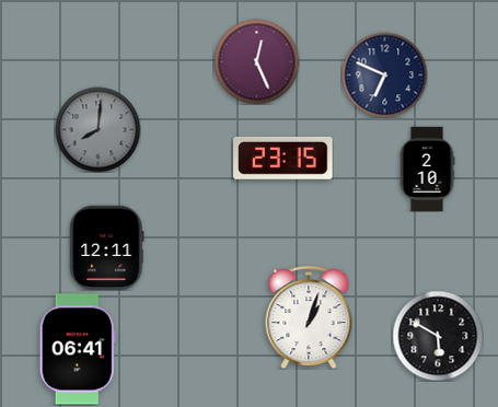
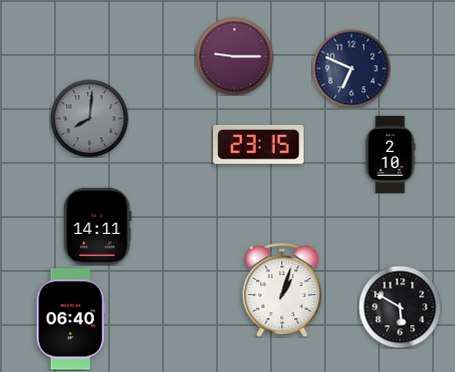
clock at (256, 61): 12:26 -> 9:15
clock at (107, 247): 12:11 -> 14:11
clock at (78, 349): 06:41 -> 06:40
